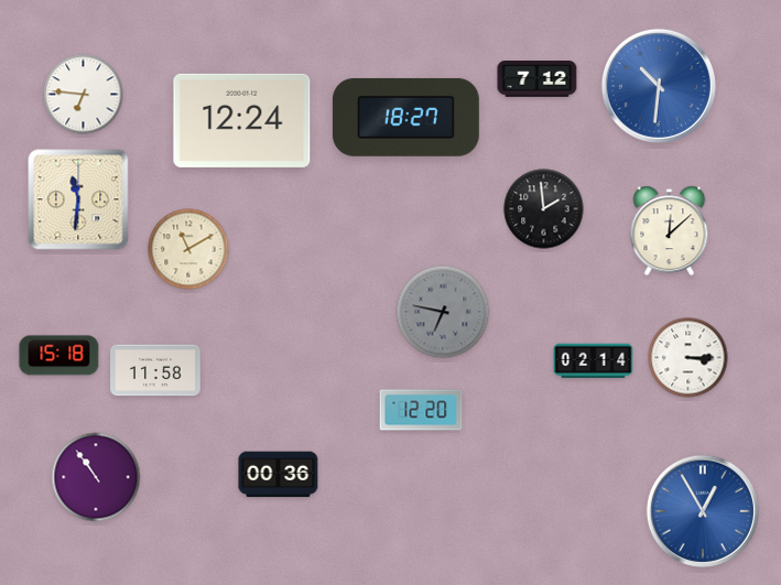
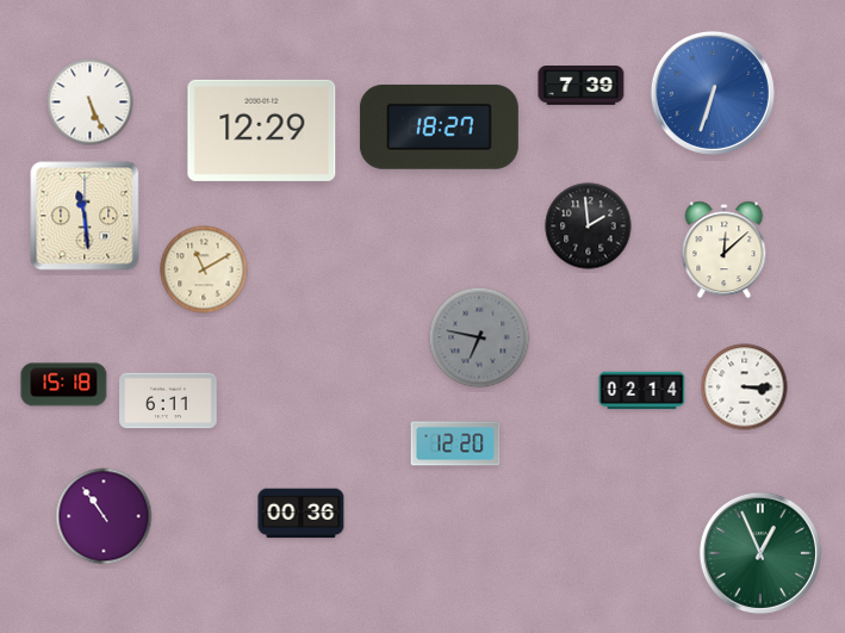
clock at (538, 79): 7:12 -> 7:39
clock at (659, 86): 10:31 -> 6:33
clock at (84, 95): 6:46 -> 5:26
clock at (242, 120): 12:24 -> 12:29
clock at (78, 199): 11:31 -> 11:29
clock at (155, 370): 11:58 -> 6:11
clock at (703, 511): 12:55 -> 12:56
clock at (703, 511) dial: blue -> green
